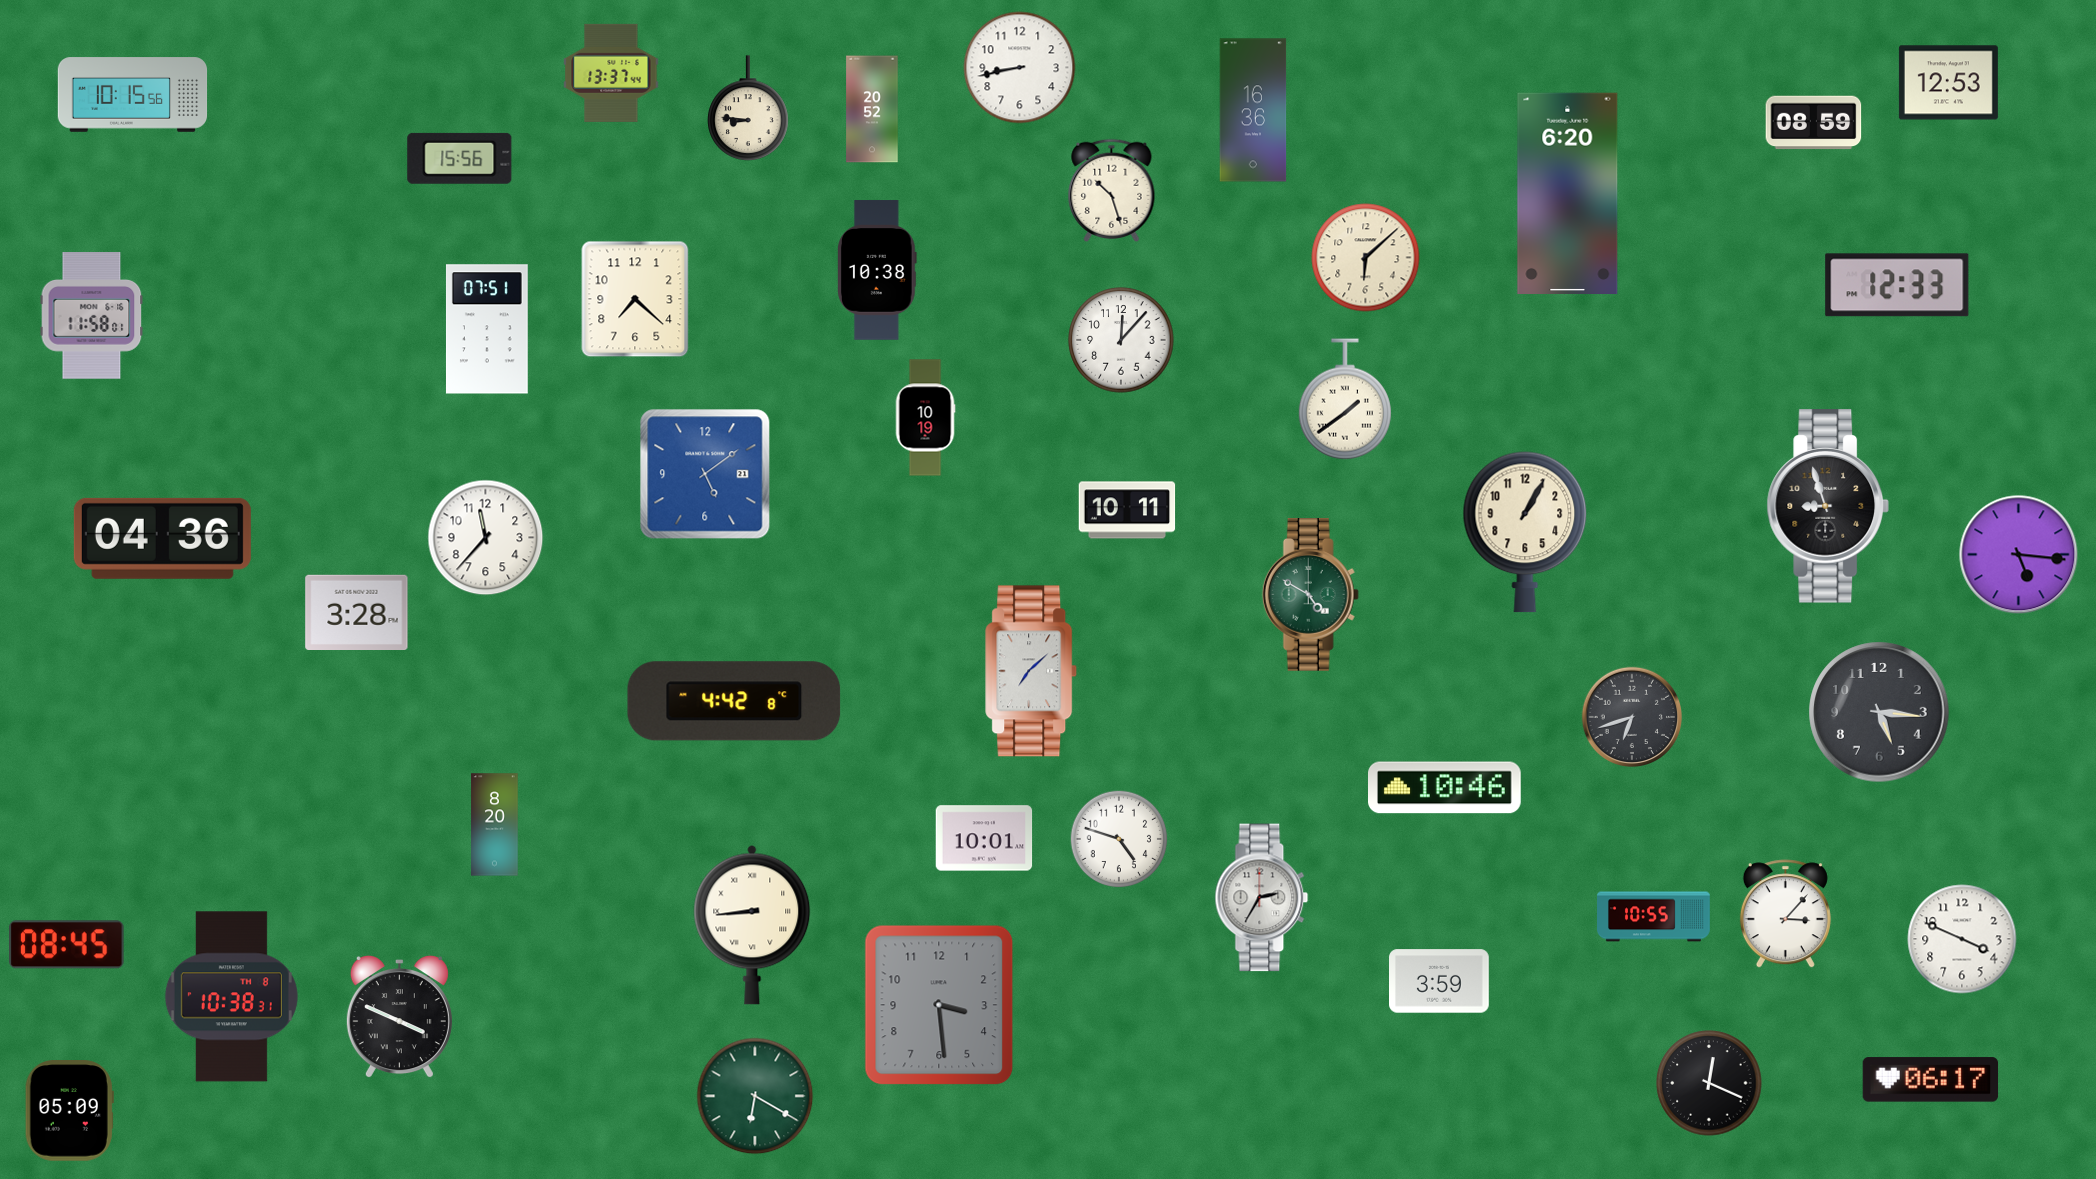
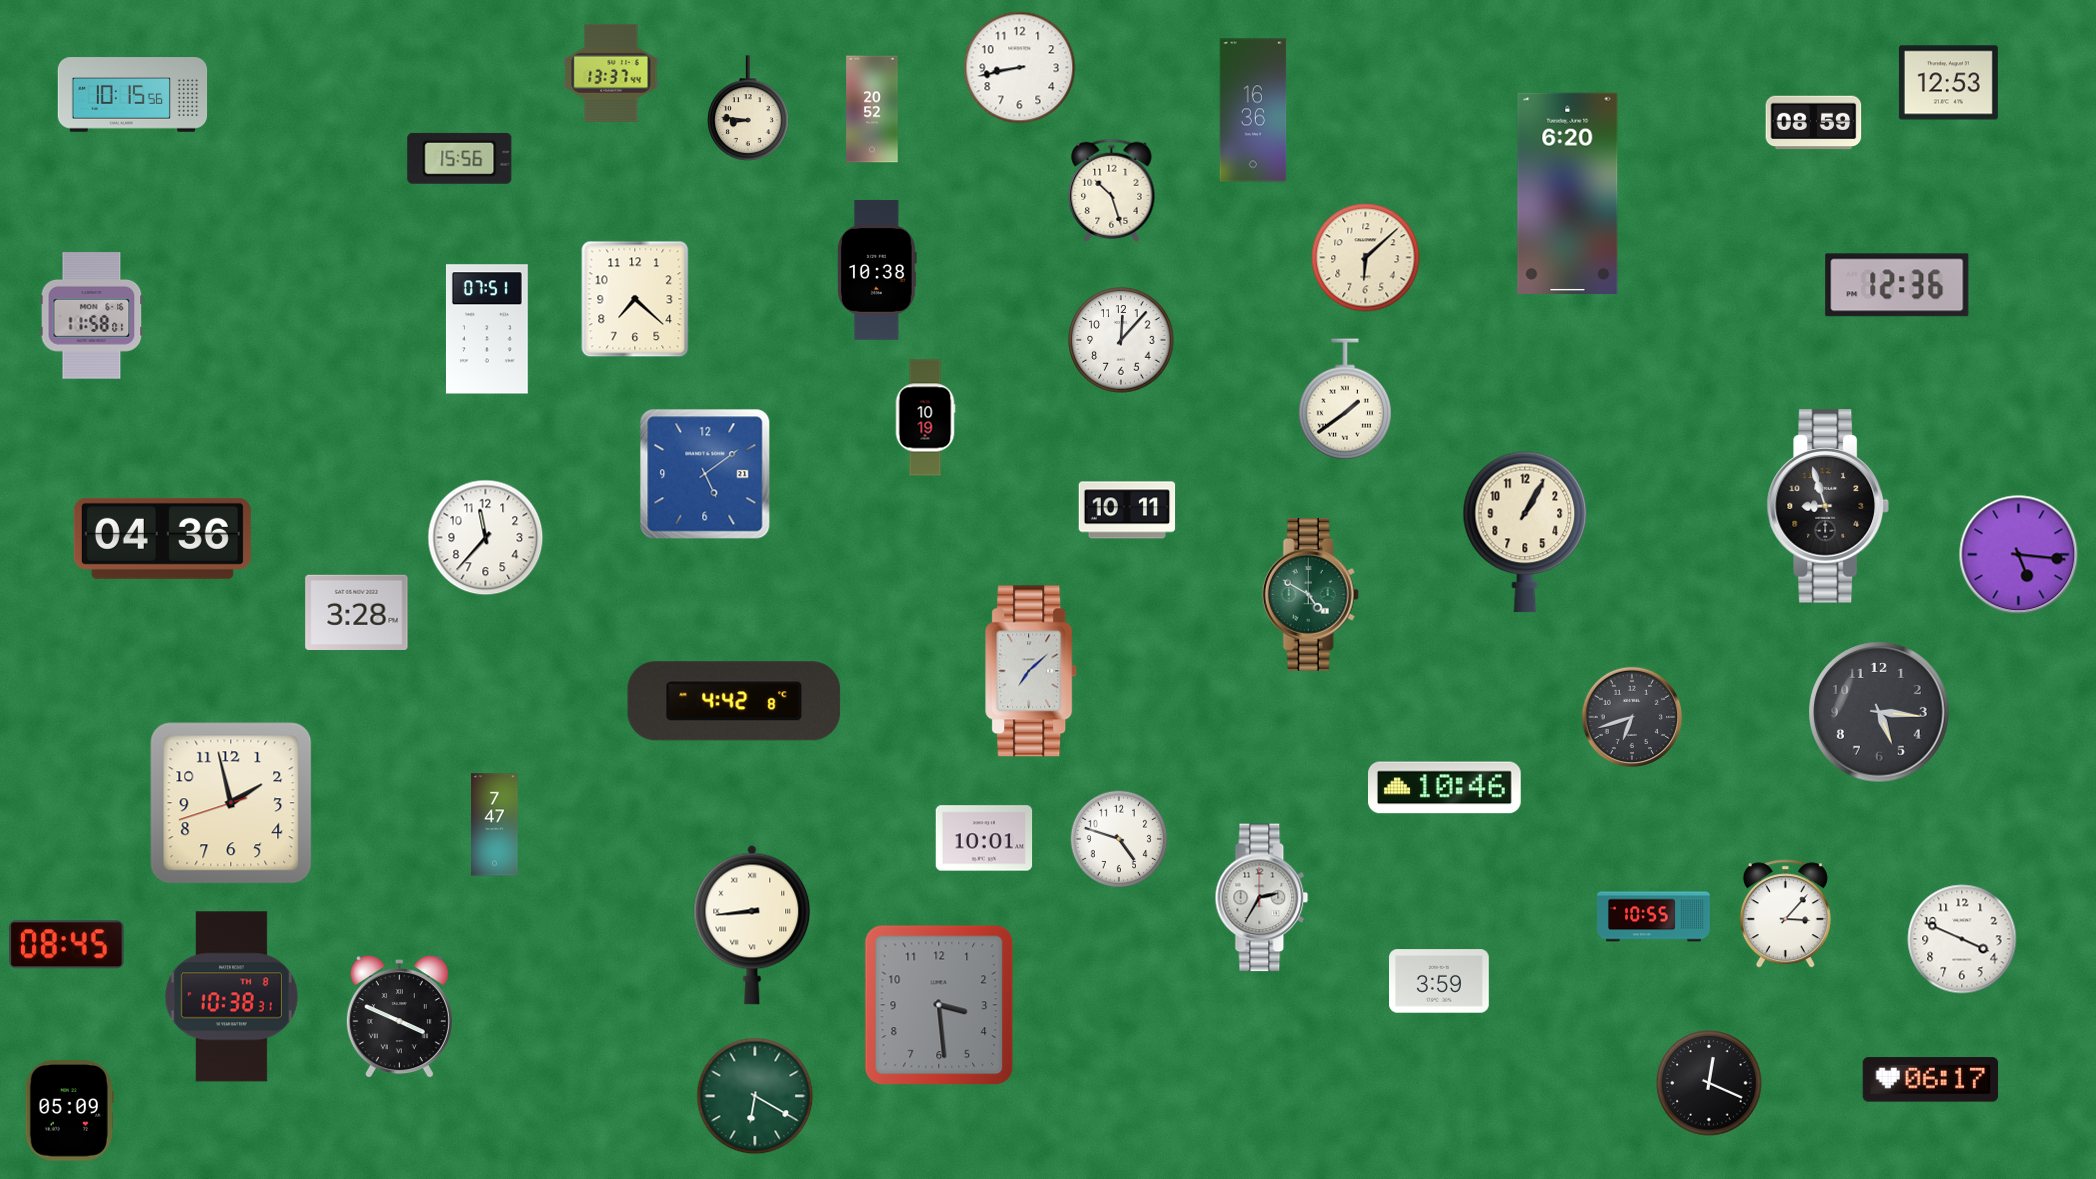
clock at (1897, 285): 12:33 -> 12:36
clock at (231, 803): none -> 1:57
clock at (495, 825): 8:20 -> 7:47
